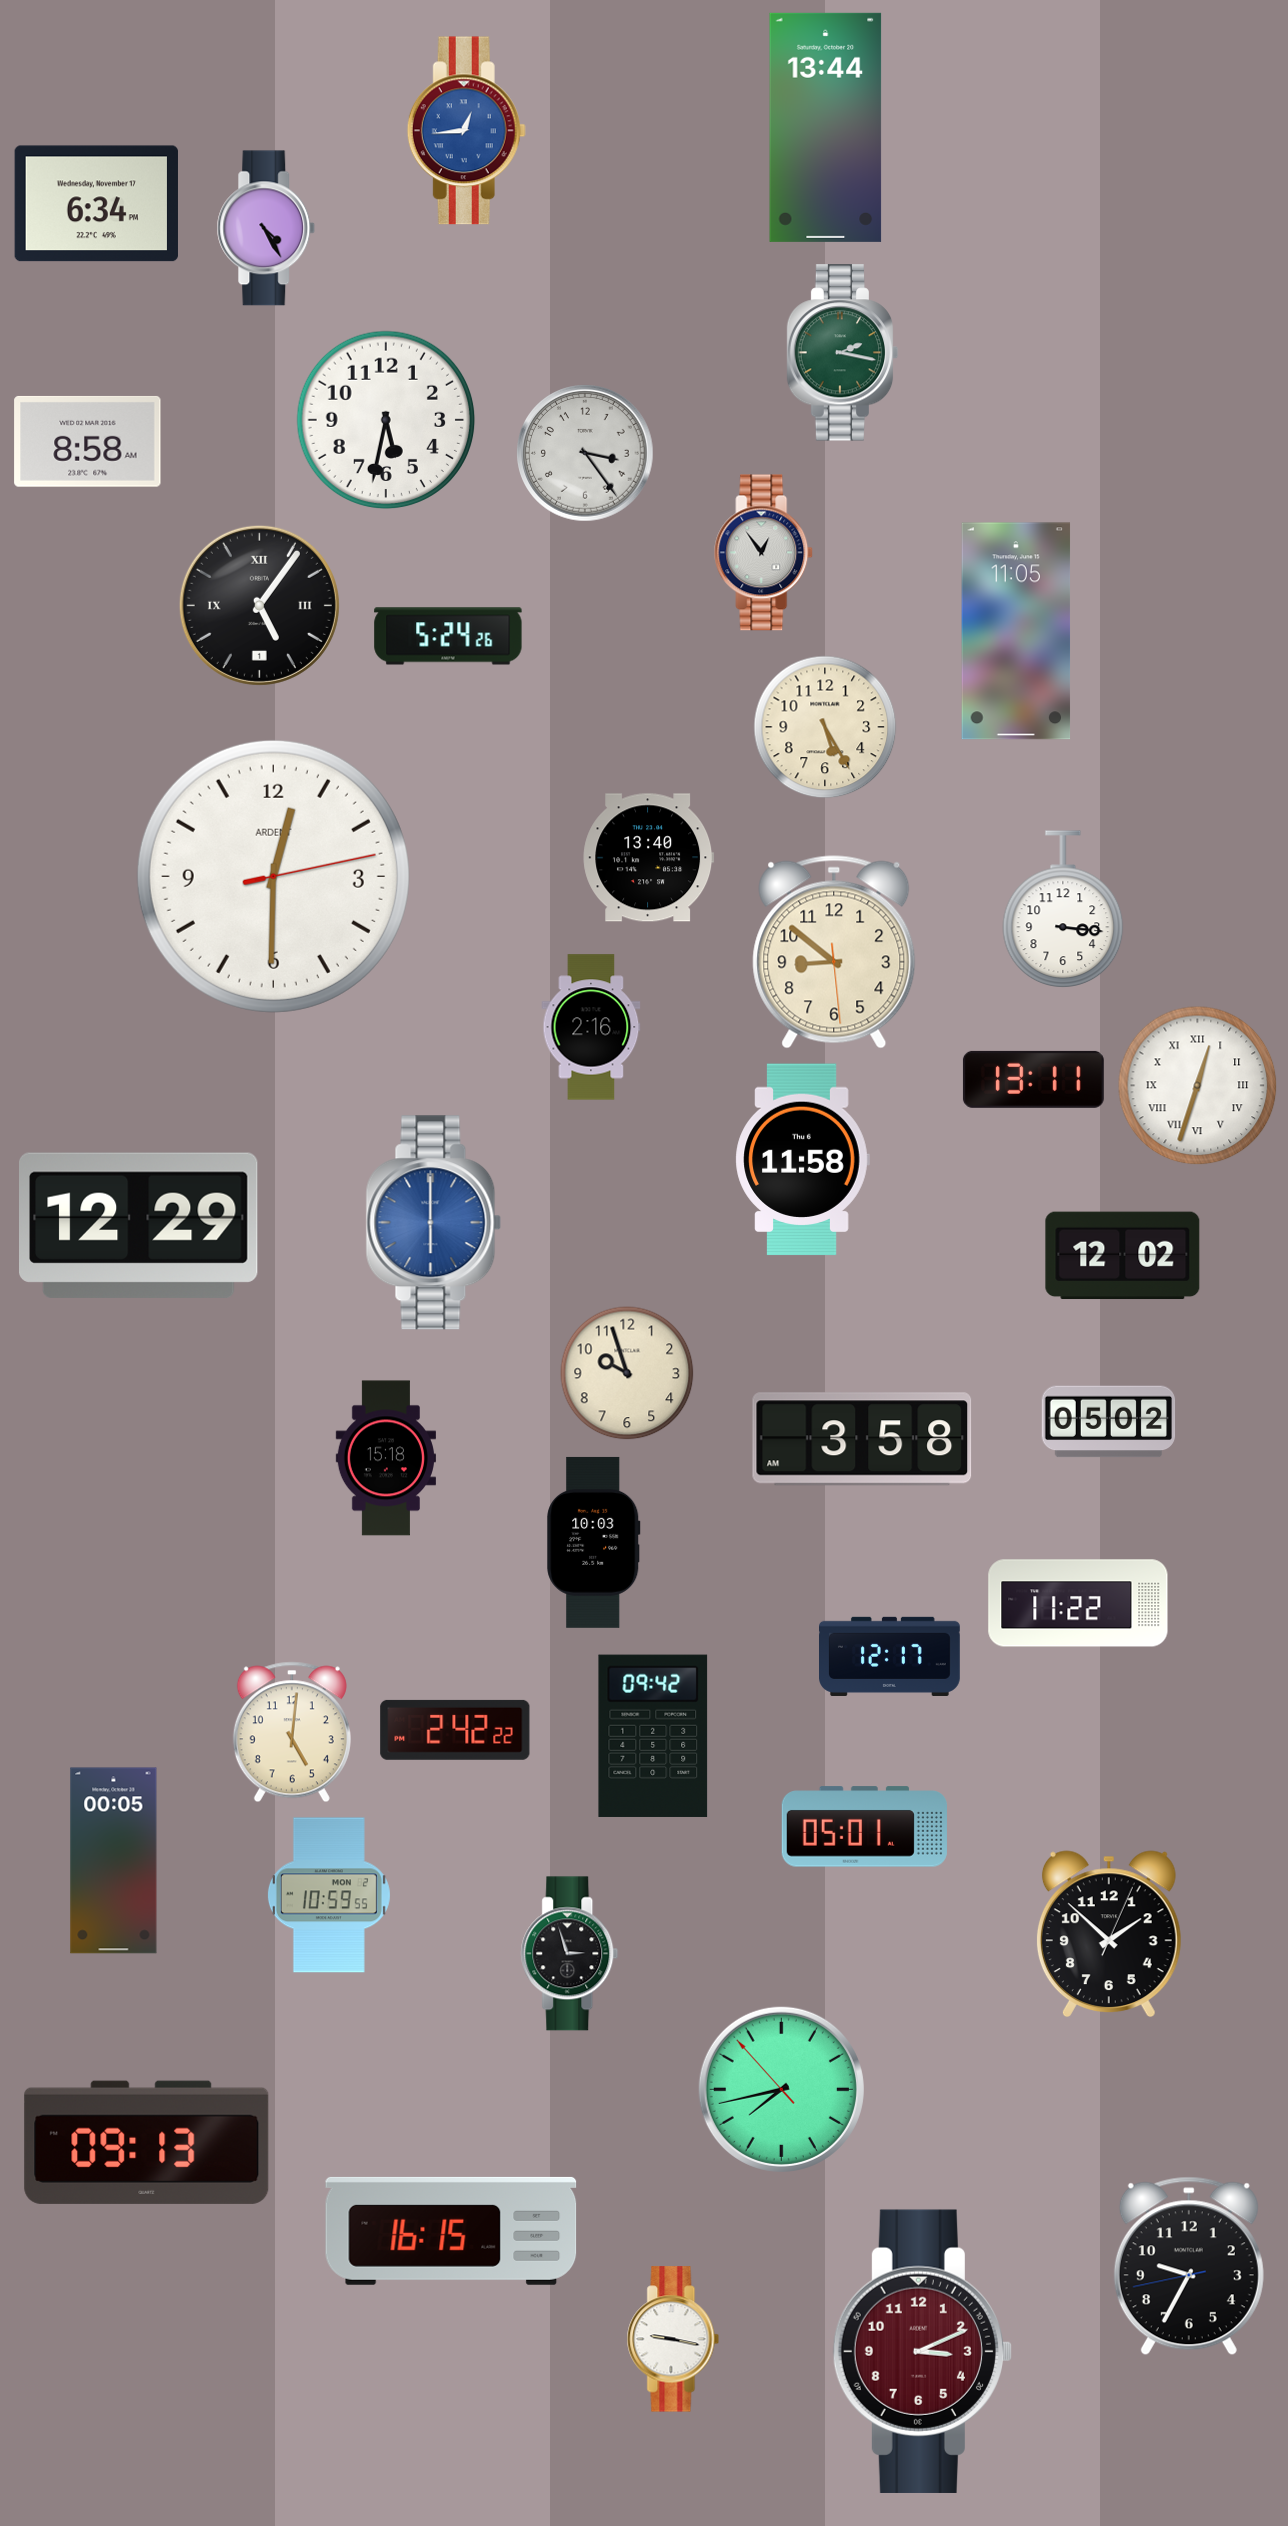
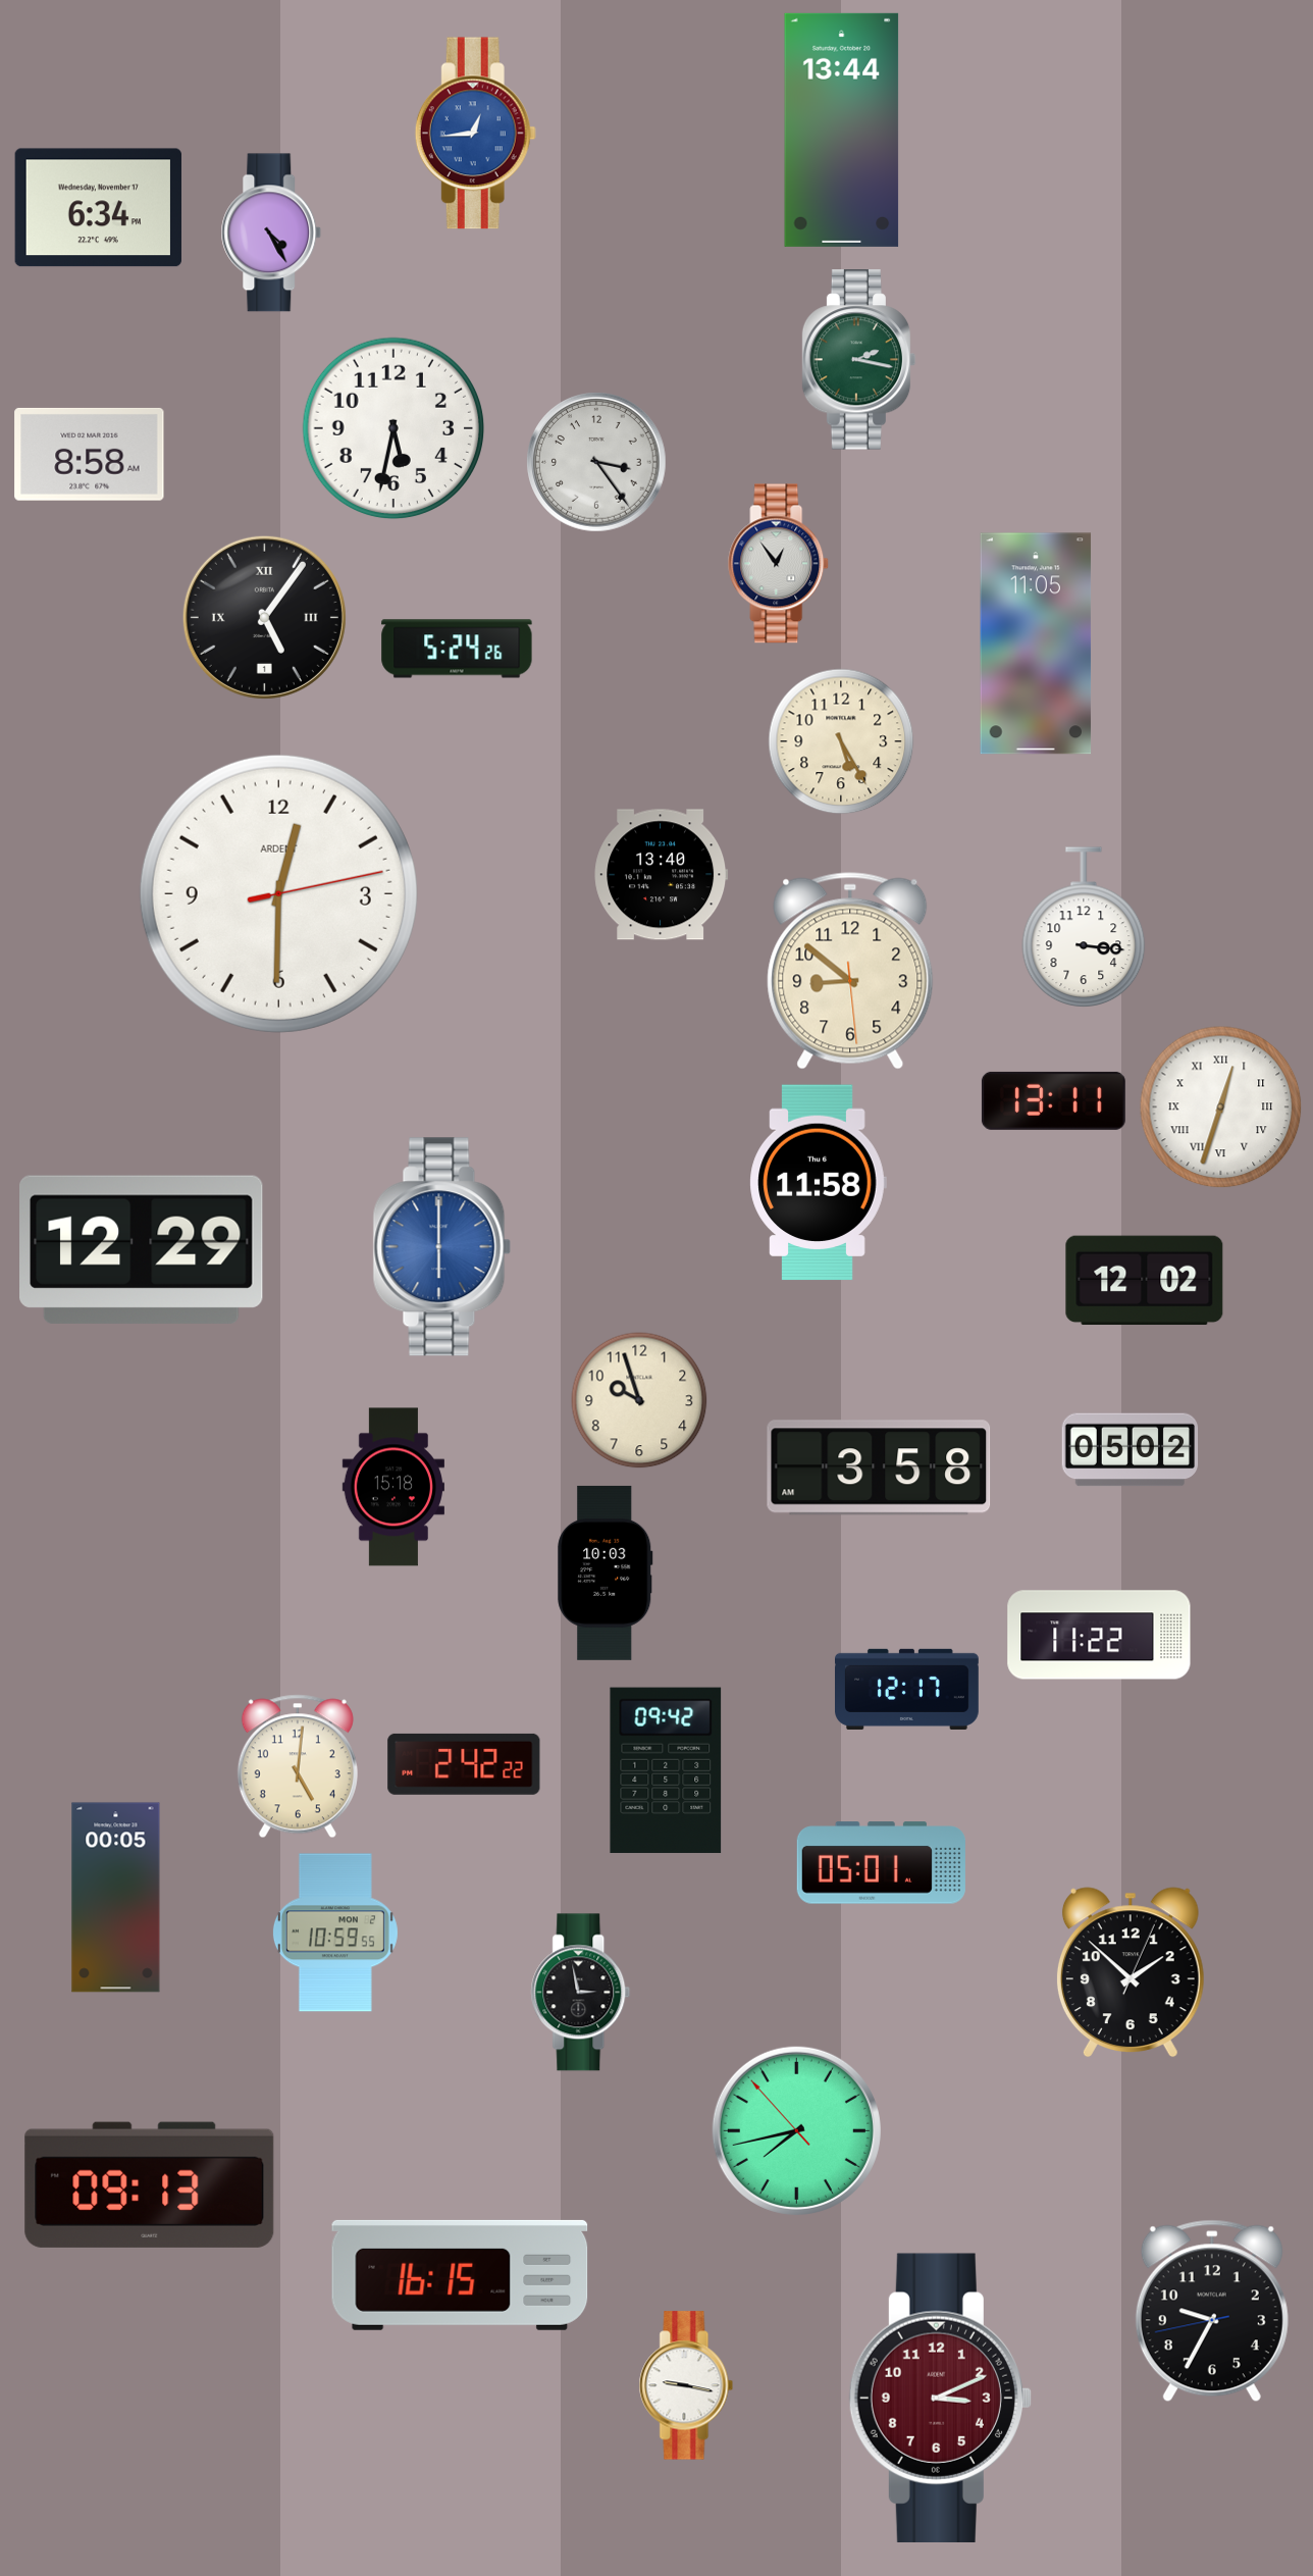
clock at (88, 441) position: (88, 441) -> (90, 454)
clock at (591, 1027): 2:16 -> none
clock at (570, 1954): 2:57 -> 2:58
